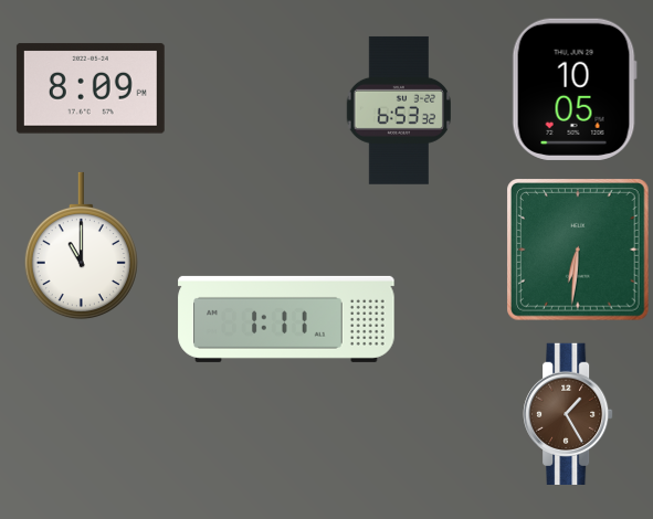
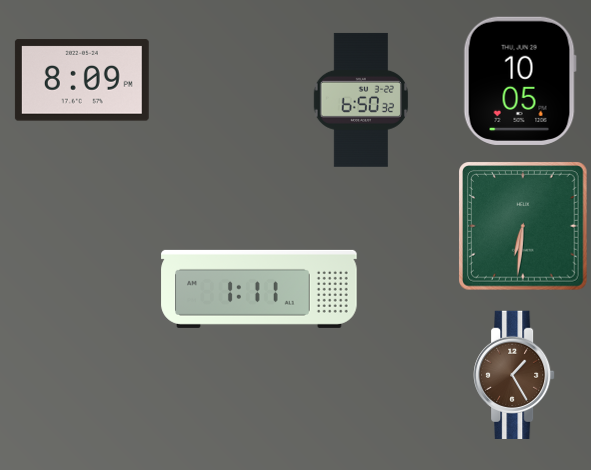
clock at (399, 110): 6:53 -> 6:50
clock at (81, 246): 11:00 -> none
